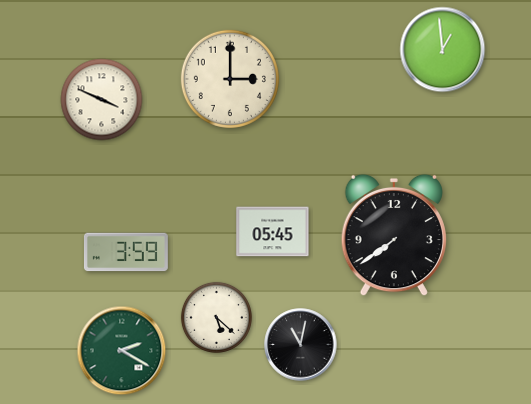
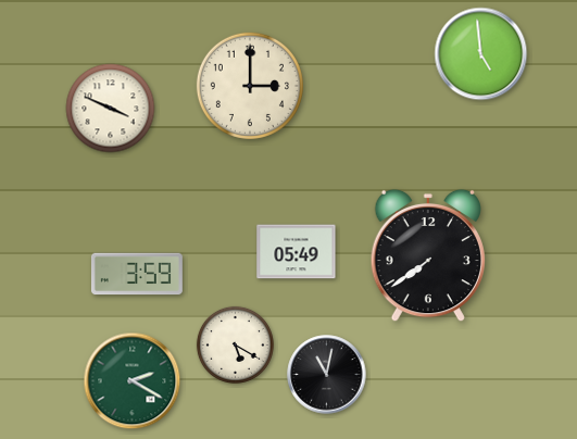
clock at (443, 50): 12:59 -> 4:59
clock at (273, 232): 05:45 -> 05:49
clock at (216, 317): 5:22 -> 5:20
